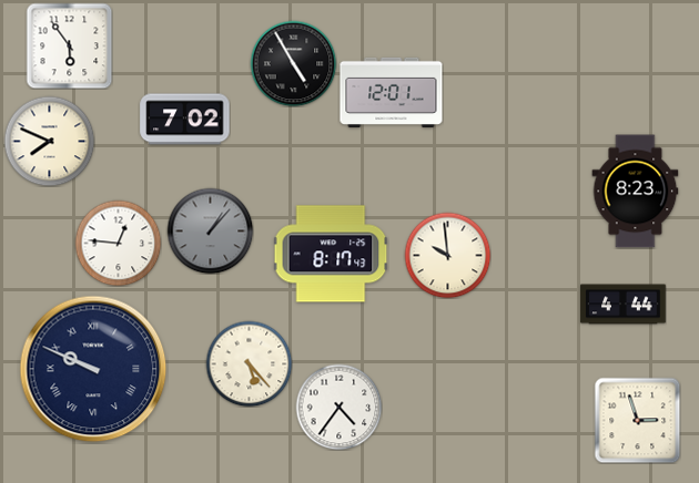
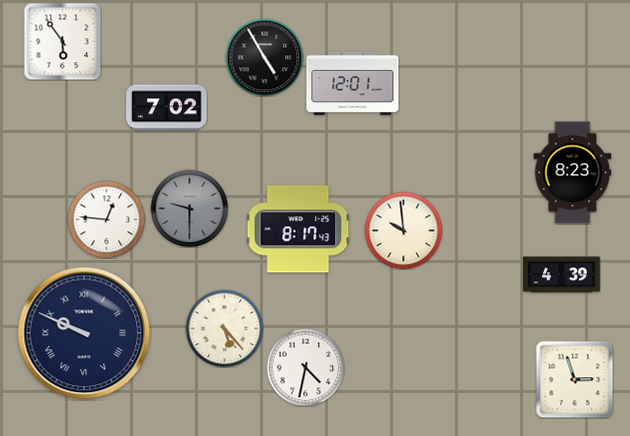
clock at (49, 141): 7:49 -> none
clock at (210, 230): 1:07 -> 9:30
clock at (624, 305): 4:44 -> 4:39
clock at (338, 407): 4:36 -> 4:32
